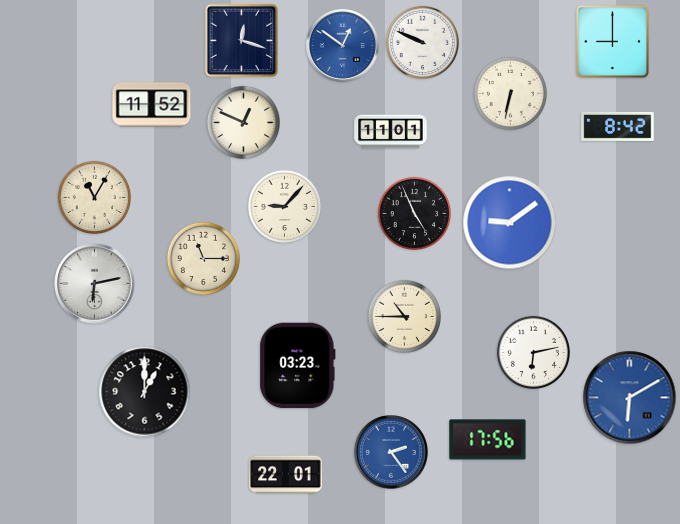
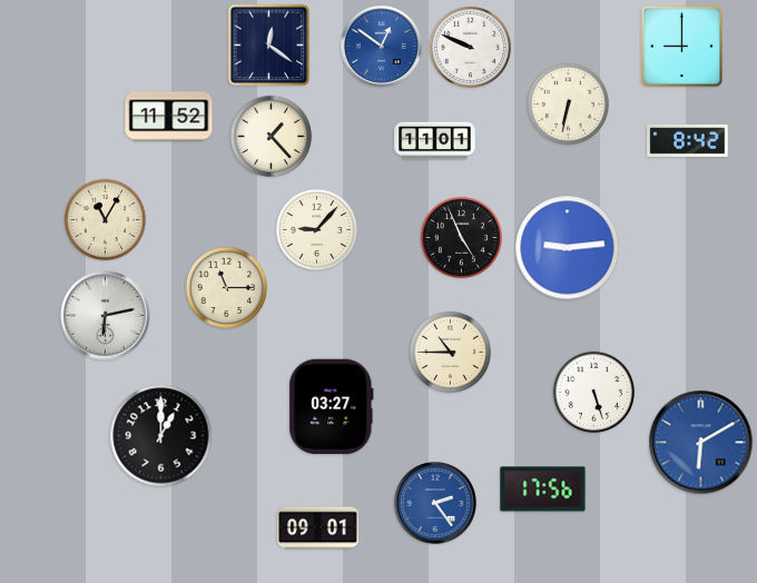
clock at (242, 41): 12:18 -> 12:21
clock at (343, 46) position: (343, 46) -> (382, 47)
clock at (243, 122): 12:49 -> 1:23
clock at (391, 132) position: (391, 132) -> (435, 141)
clock at (510, 223): 9:09 -> 9:14
clock at (533, 352): 6:13 -> 5:27
clock at (298, 366): 03:23 -> 03:27
clock at (286, 475): 22:01 -> 09:01
